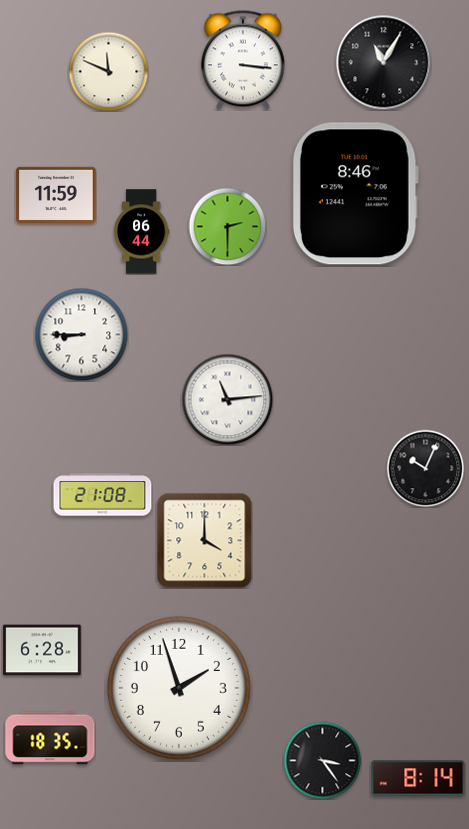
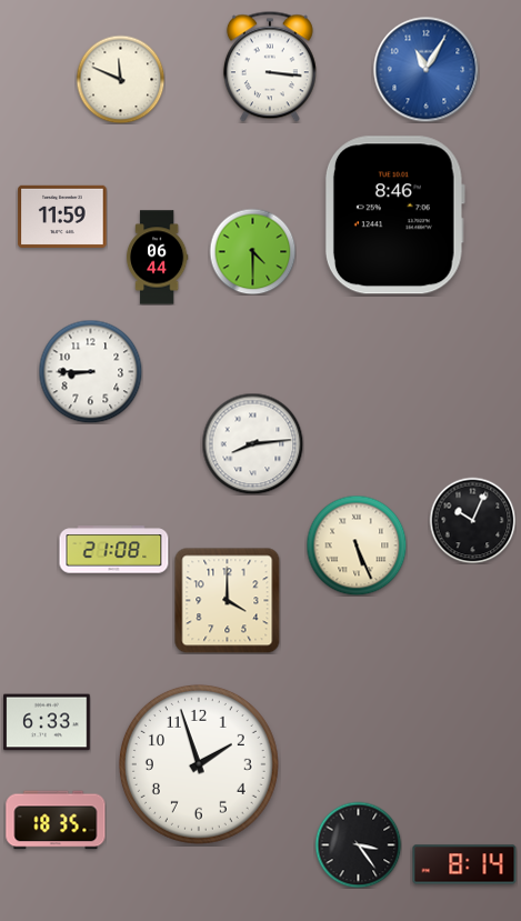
clock at (383, 62) dial: black -> blue
clock at (227, 226): 2:30 -> 4:30
clock at (227, 399): 11:14 -> 8:14
clock at (357, 545): none -> 5:26
clock at (42, 650): 6:28 -> 6:33
